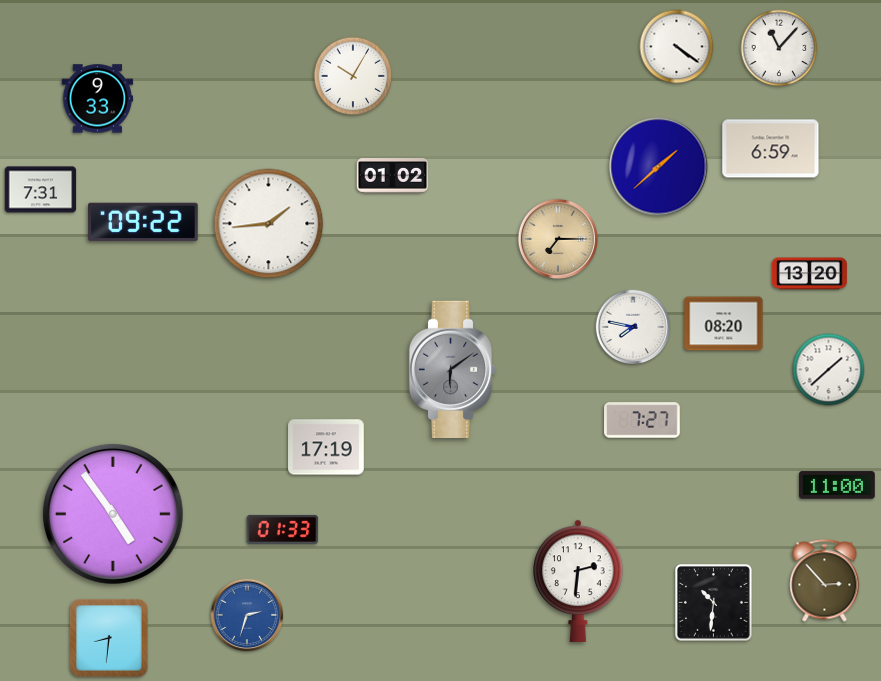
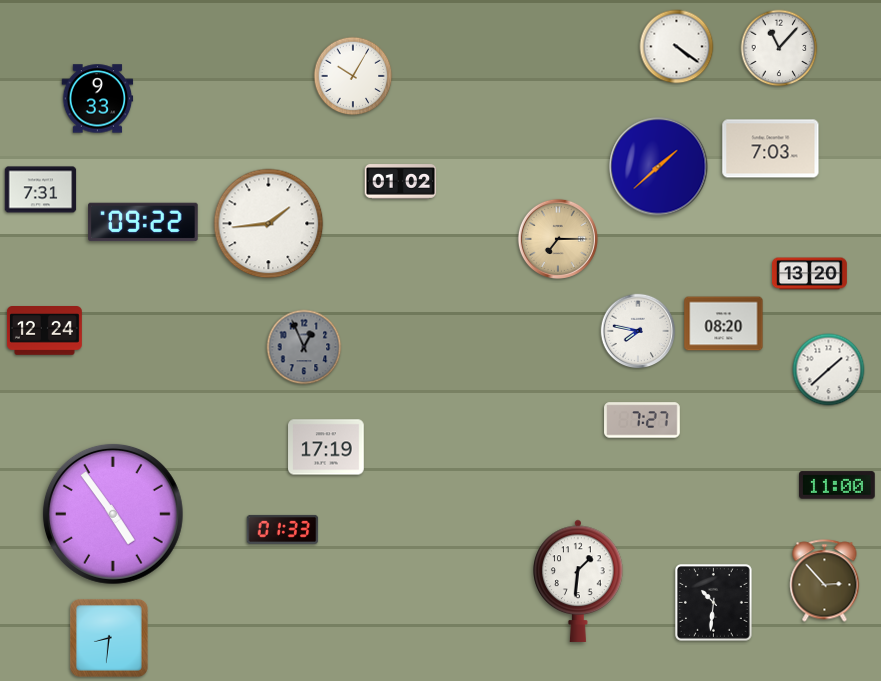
clock at (771, 149): 6:59 -> 7:03
clock at (393, 176) position: (393, 176) -> (401, 182)
clock at (633, 327) position: (633, 327) -> (638, 331)
clock at (44, 331): none -> 12:24
clock at (304, 347): none -> 12:56
clock at (453, 369): 6:09 -> none
clock at (578, 581): 2:31 -> 1:31
clock at (247, 615): 2:33 -> none
